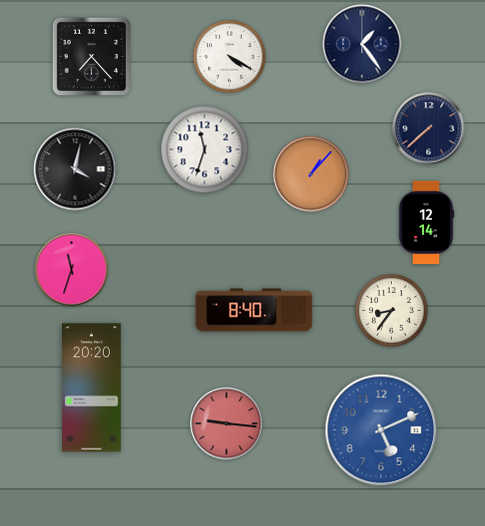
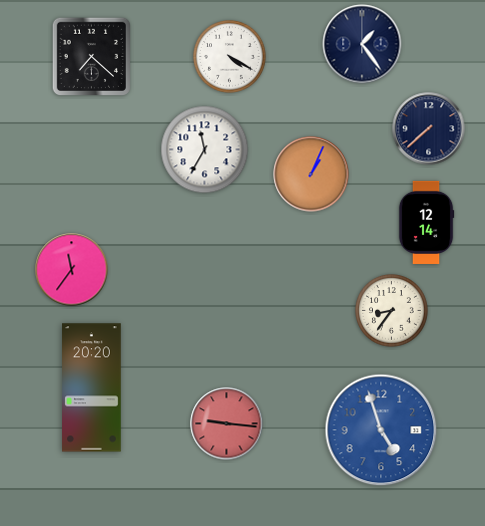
clock at (91, 56): 7:23 -> 7:22
clock at (205, 150): 11:33 -> 11:35
clock at (75, 169): 4:02 -> none
clock at (311, 174): 1:07 -> 1:04
clock at (72, 270): 11:33 -> 11:36
clock at (254, 310): 8:40 -> none
clock at (381, 430): 5:11 -> 4:57
